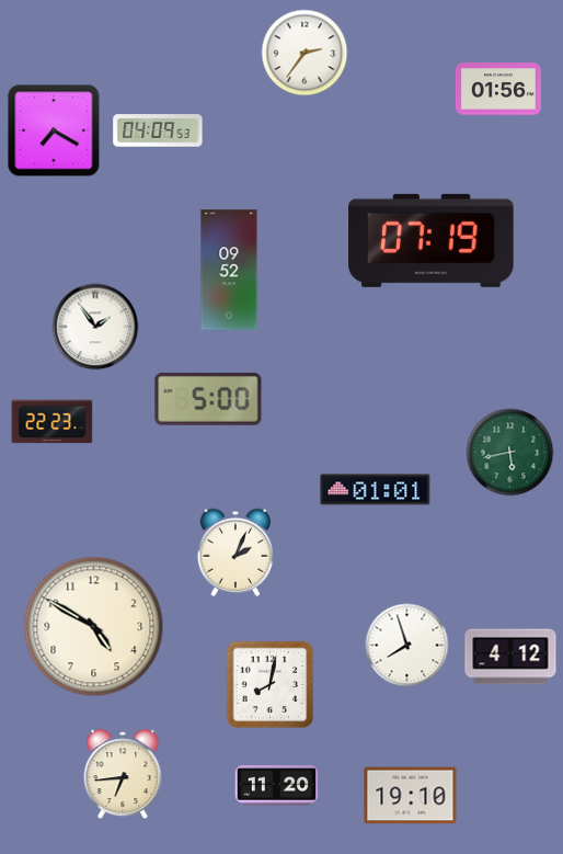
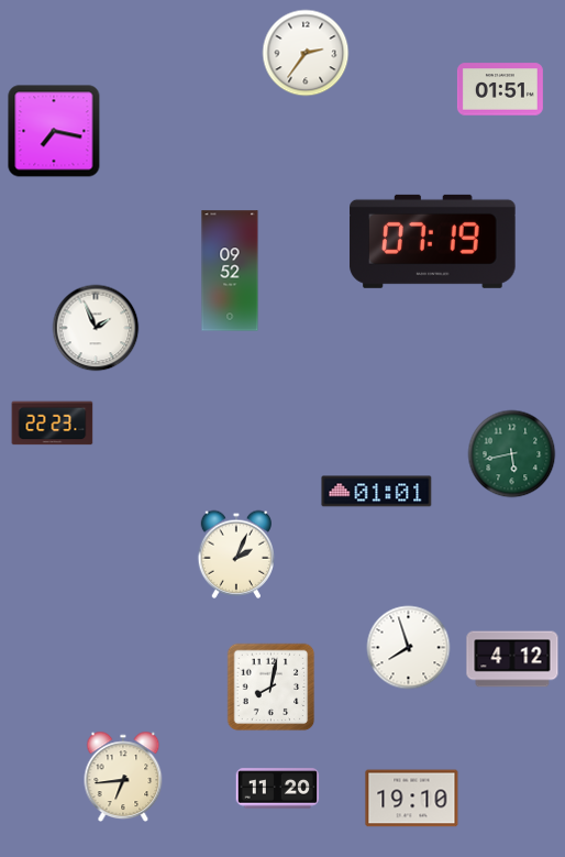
clock at (498, 89): 01:56 -> 01:51
clock at (54, 130): 7:20 -> 7:17
clock at (158, 130): 04:09 -> none
clock at (95, 327): 1:54 -> 1:56
clock at (208, 399): 5:00 -> none
clock at (94, 627): 4:50 -> none
